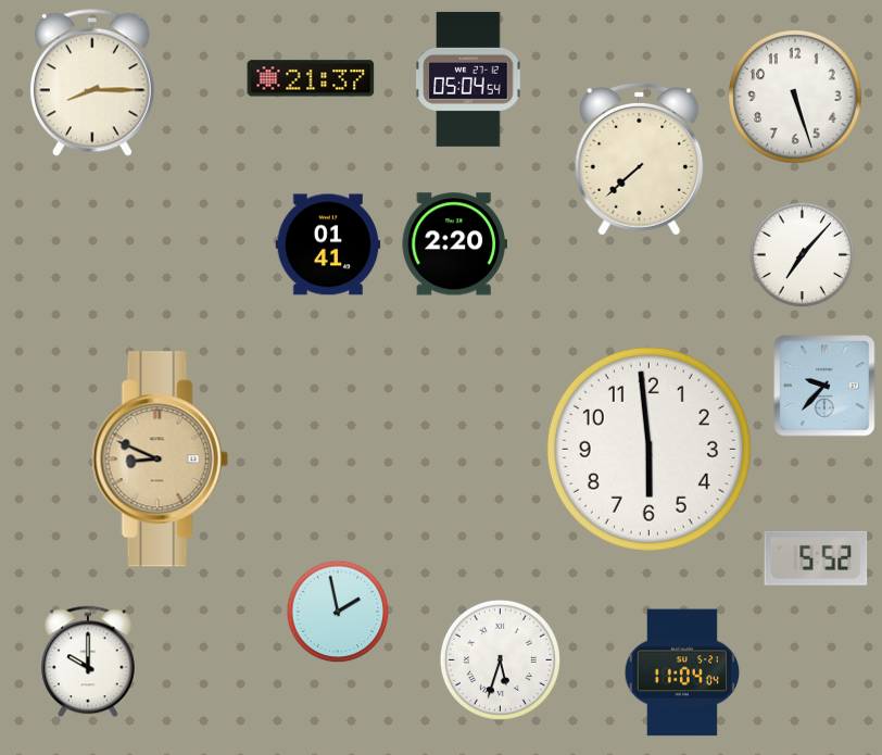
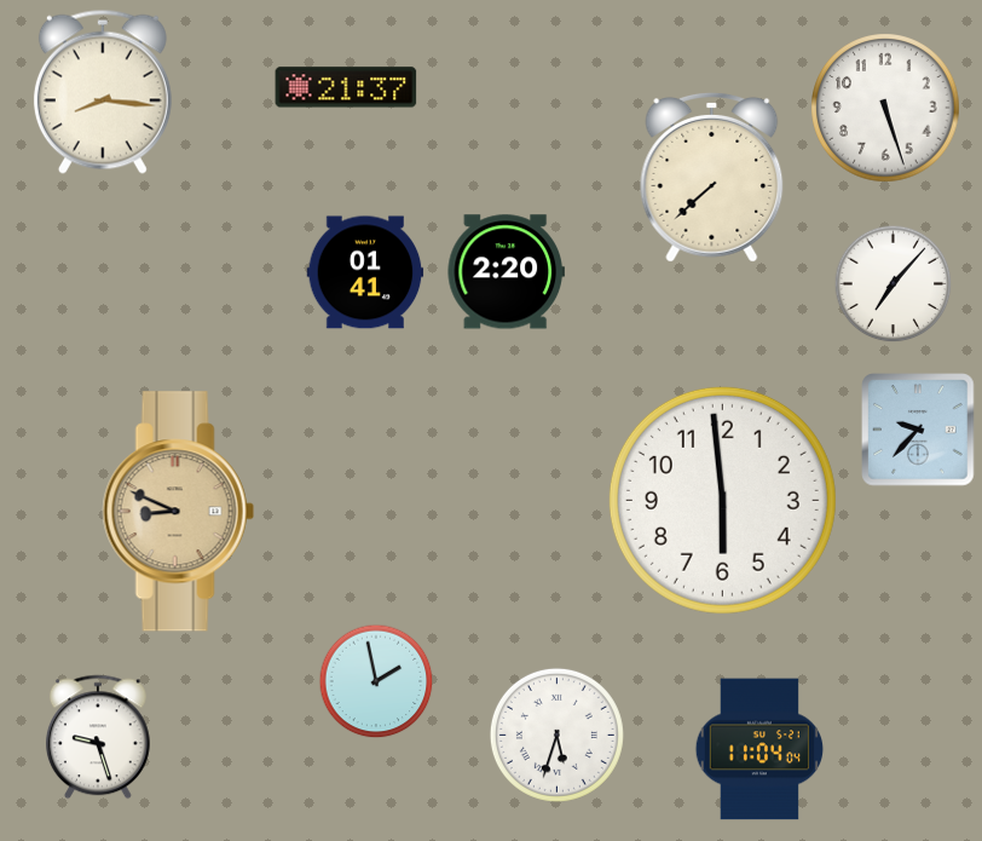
clock at (468, 79): 05:04 -> none
clock at (92, 83): 8:15 -> 8:16
clock at (816, 558): 5:52 -> none
clock at (88, 662): 10:00 -> 9:27
